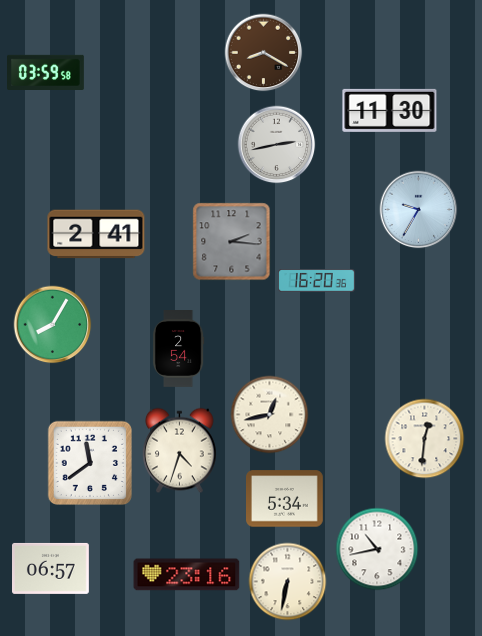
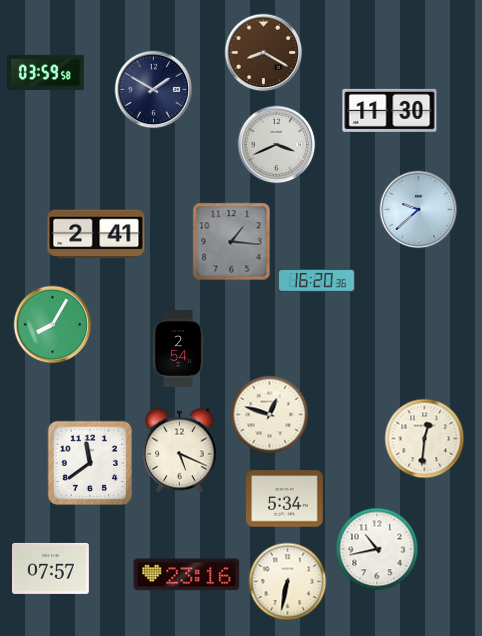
clock at (153, 89): none -> 1:50
clock at (276, 144): 2:43 -> 3:41
clock at (418, 209): 9:35 -> 9:38
clock at (231, 241): 2:16 -> 1:16
clock at (269, 414): 12:43 -> 12:48
clock at (180, 450): 4:33 -> 5:19
clock at (51, 568): 06:57 -> 07:57
